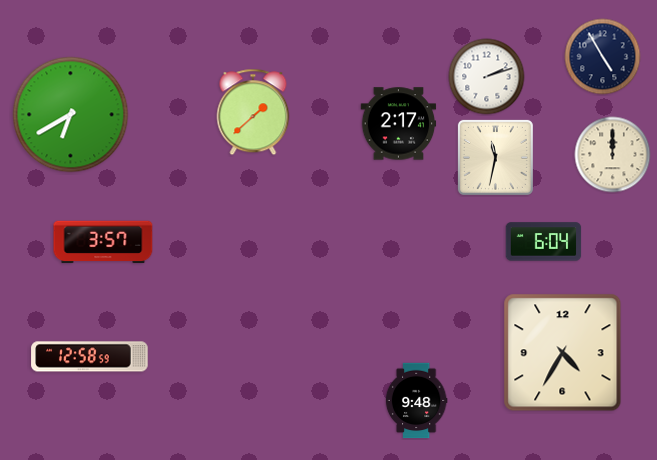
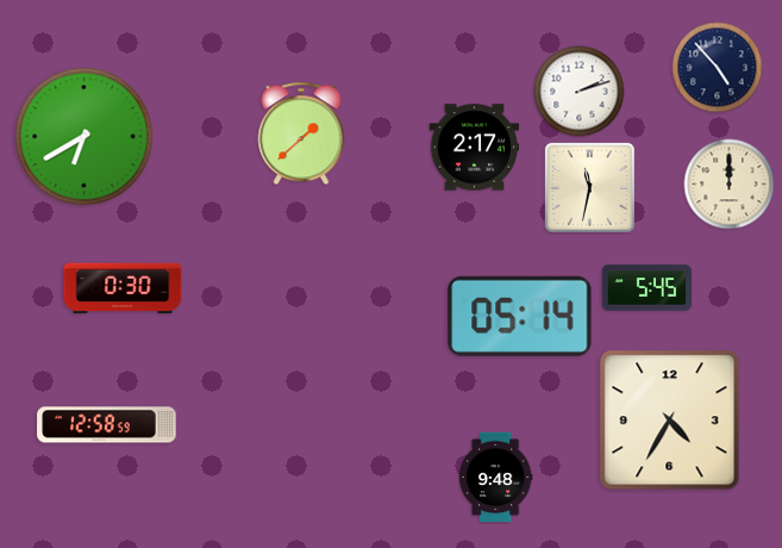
clock at (603, 57): 4:55 -> 4:53
clock at (103, 242): 3:57 -> 0:30
clock at (544, 242): 6:04 -> 5:45
clock at (520, 316): none -> 05:14
